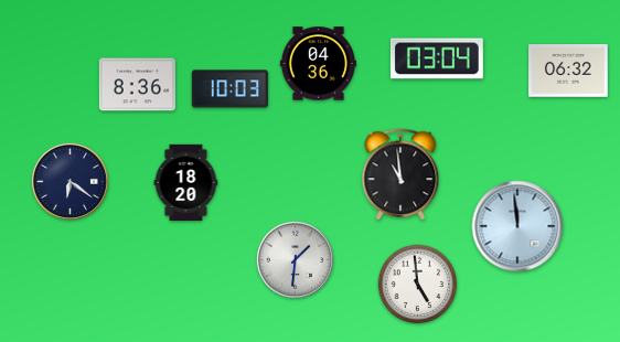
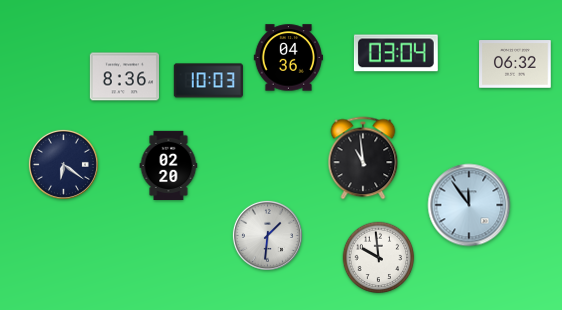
clock at (186, 182): 18:20 -> 02:20
clock at (517, 226): 11:59 -> 11:54
clock at (418, 285): 4:59 -> 9:59
